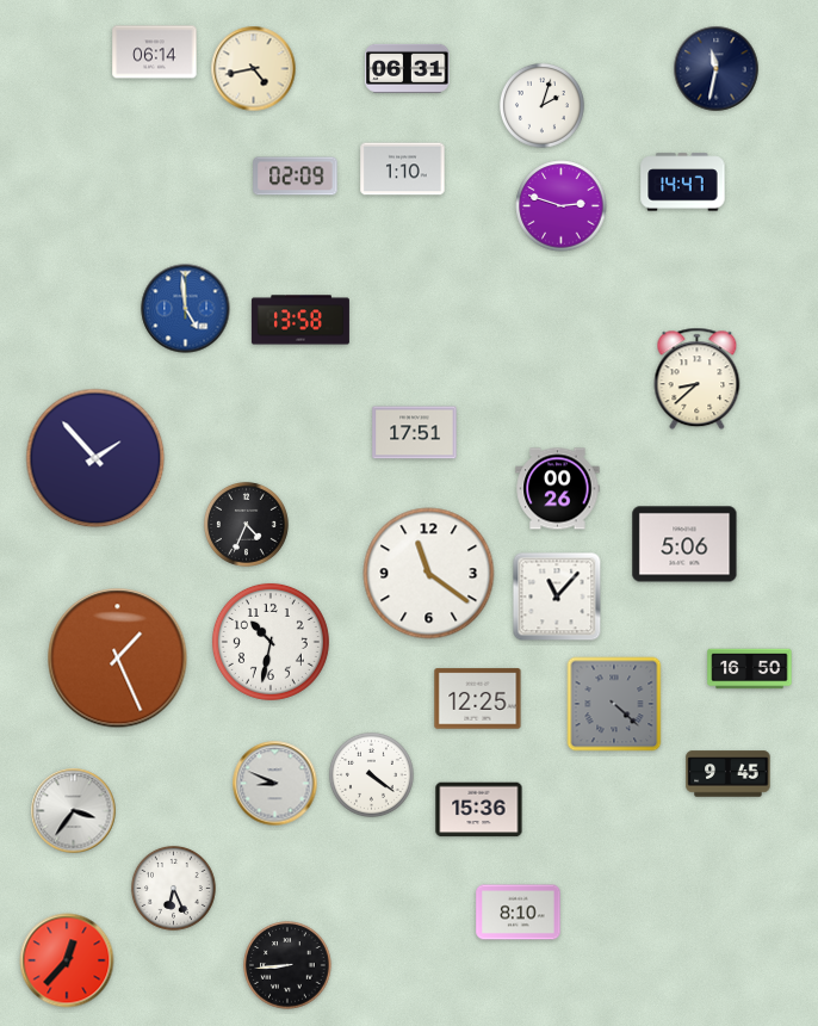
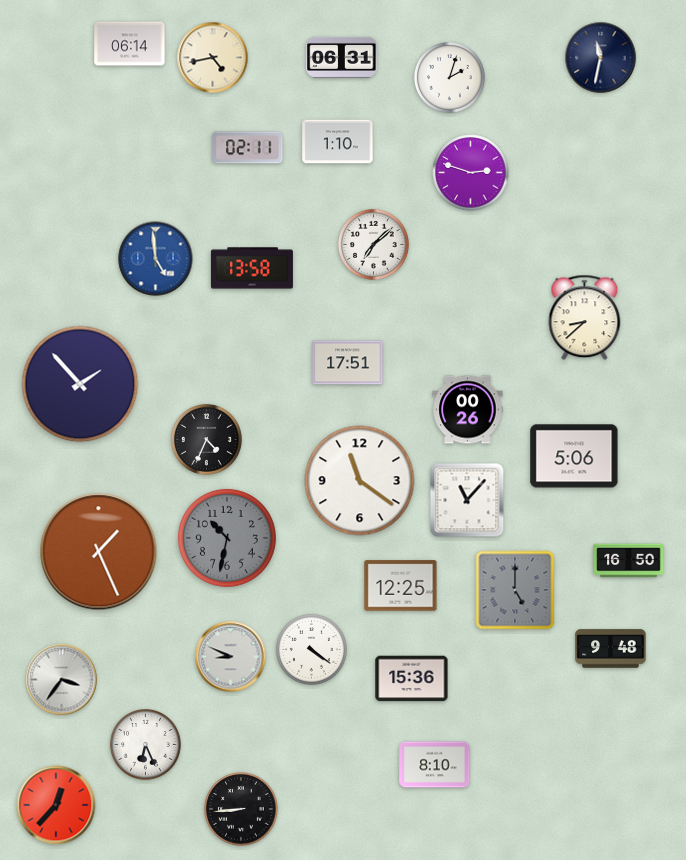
clock at (541, 105) position: (541, 105) -> (449, 77)
clock at (296, 177): 02:09 -> 02:11
clock at (683, 183): 14:47 -> none
clock at (373, 244): none -> 7:08
clock at (271, 642) dial: white -> grey
clock at (614, 704): 4:22 -> 5:00
clock at (729, 774): 9:45 -> 9:48
clock at (479, 810) position: (479, 810) -> (412, 679)
